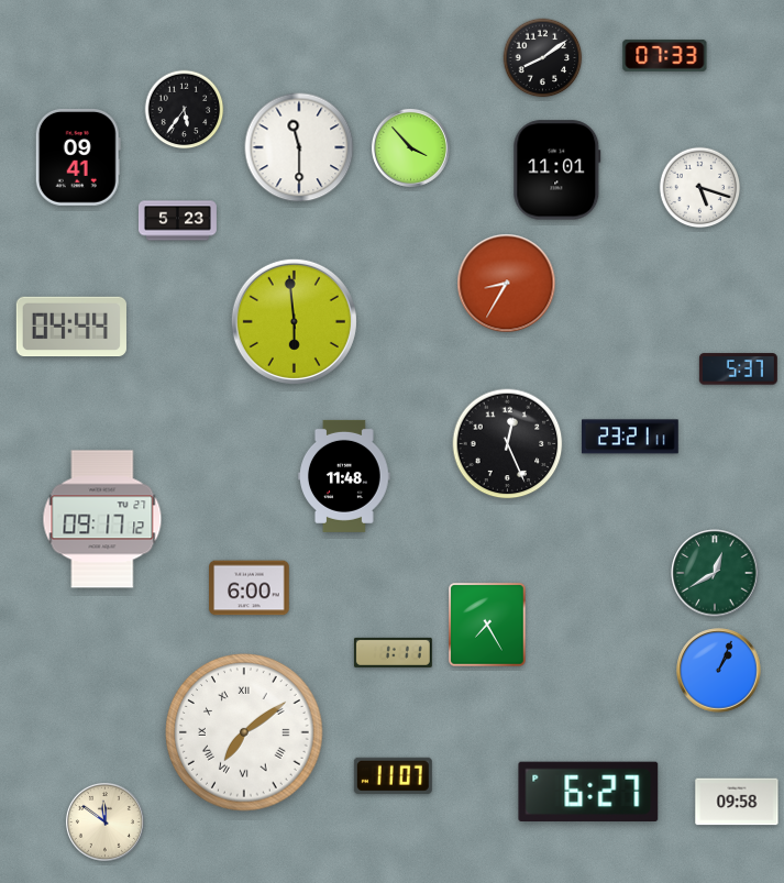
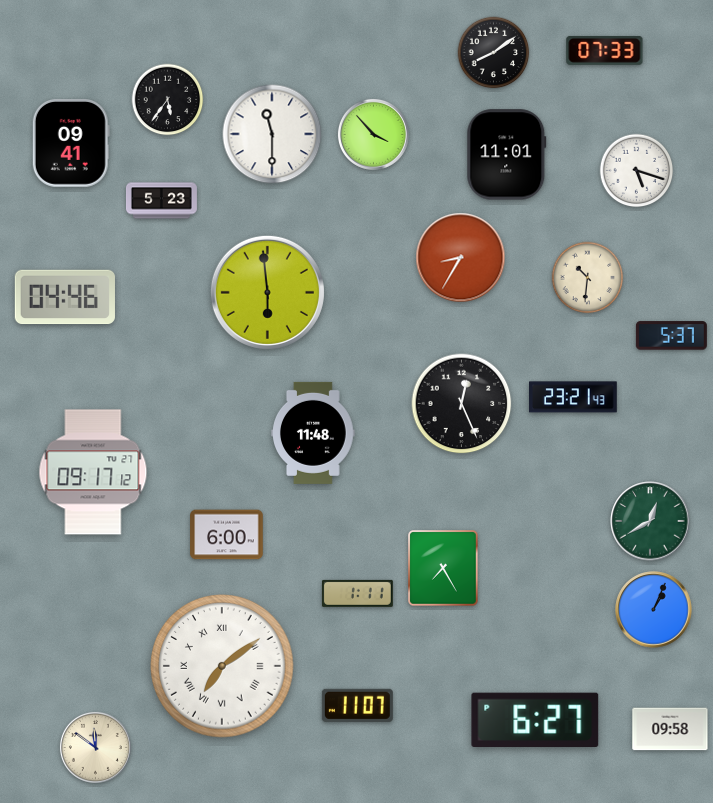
clock at (588, 278): none -> 10:31
clock at (71, 327): 04:44 -> 04:46
clock at (631, 437): 23:21:11 -> 23:21:43
